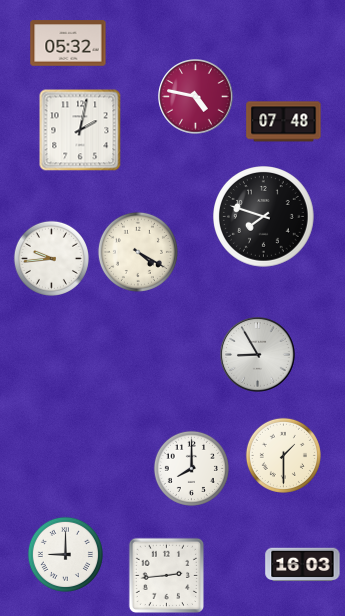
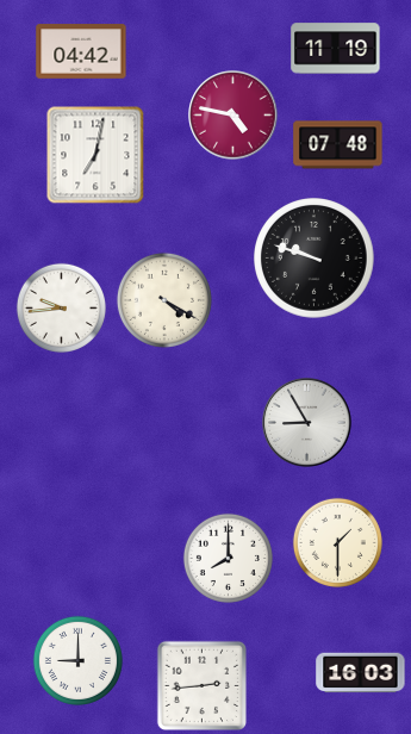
clock at (336, 49): none -> 11:19
clock at (68, 43): 05:32 -> 04:42
clock at (80, 130): 2:02 -> 7:02
clock at (264, 217): 7:48 -> 9:48
clock at (166, 575) position: (166, 575) -> (201, 685)
